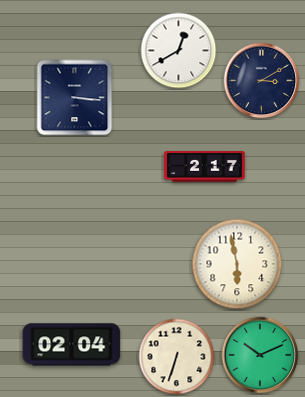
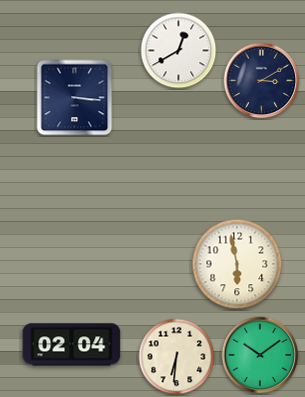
clock at (205, 167): 2:17 -> none
clock at (260, 355): 10:11 -> 10:09
clock at (177, 357): 6:33 -> 6:31
